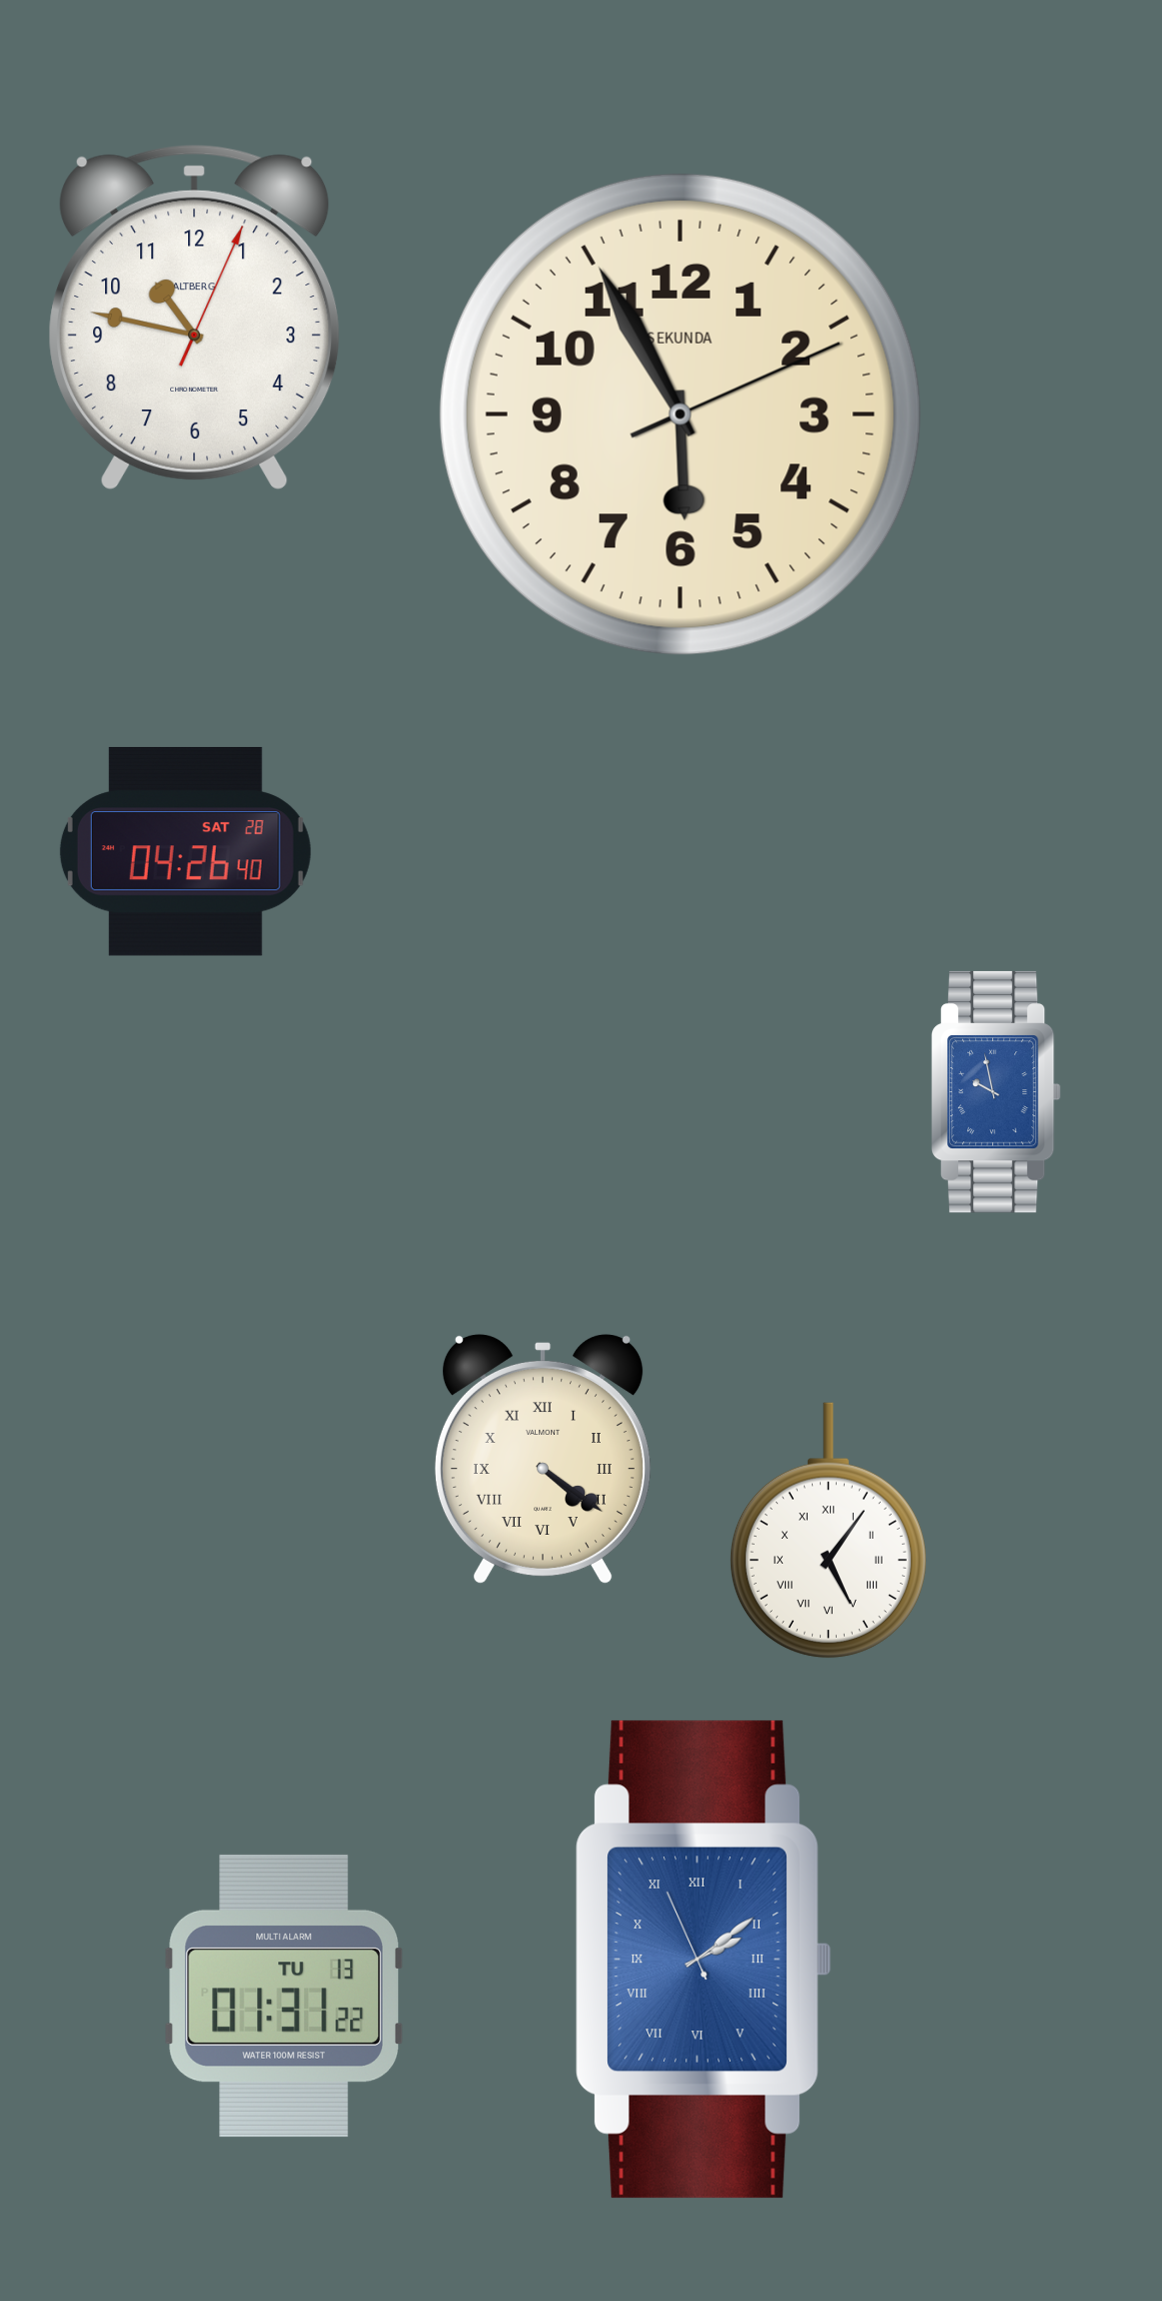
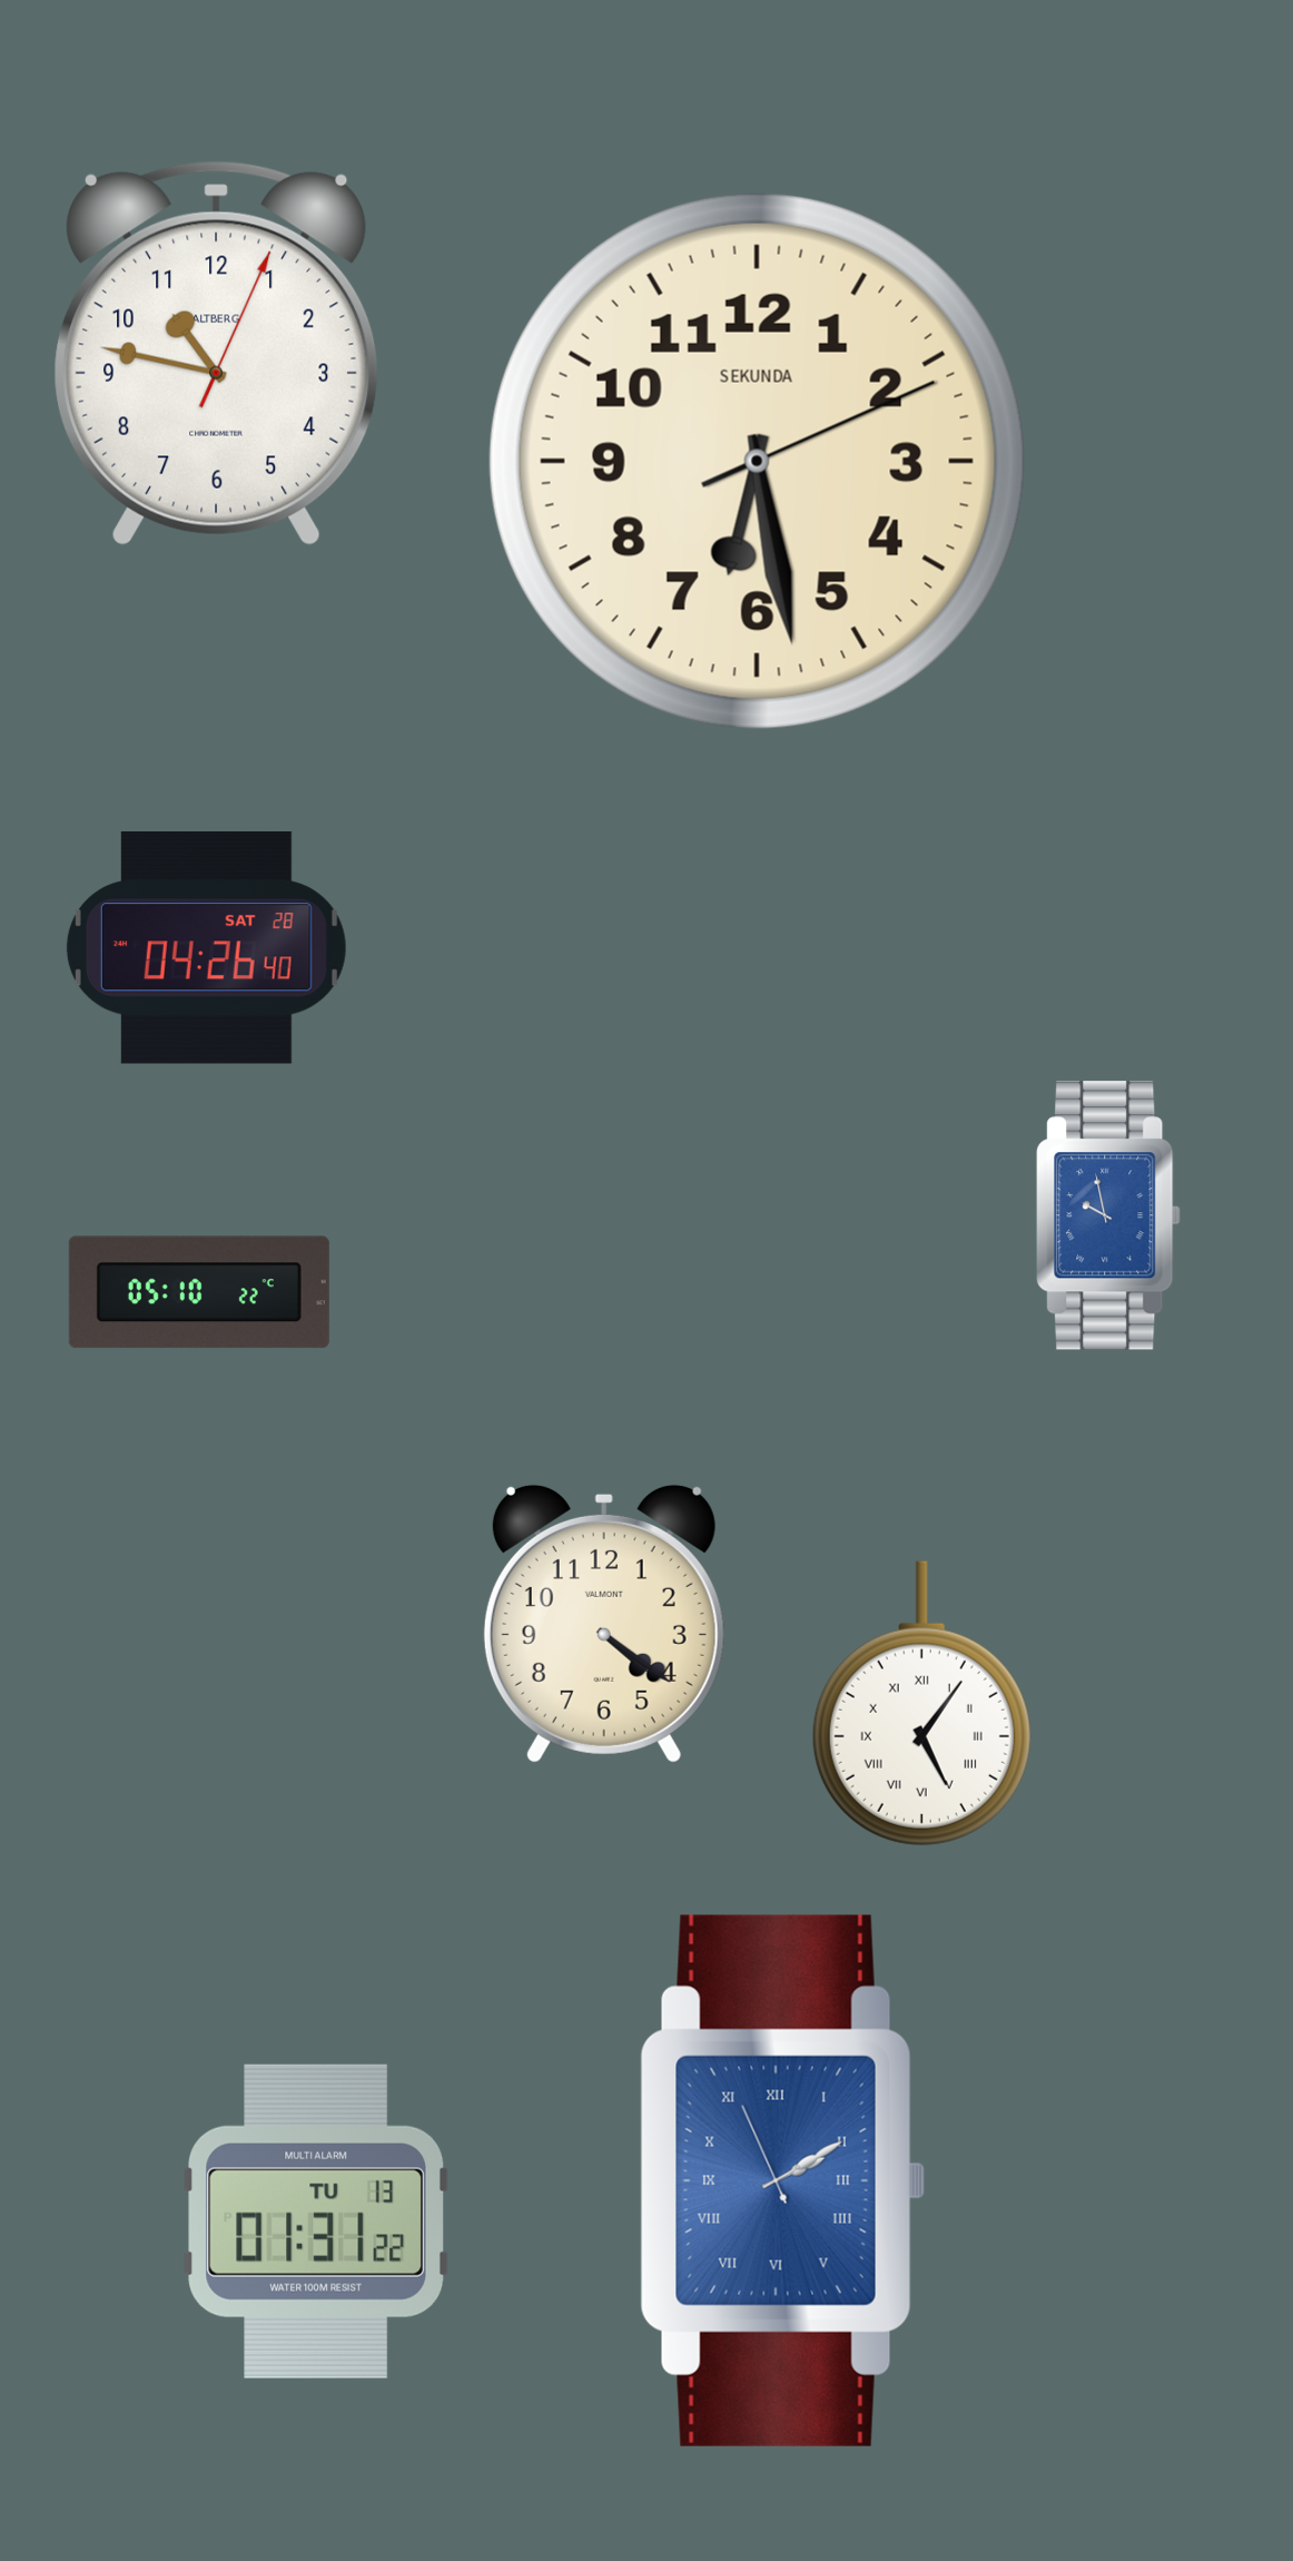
clock at (680, 414): 5:55 -> 6:28
clock at (199, 1292): none -> 05:10
clock at (543, 1459) numerals: Roman -> Arabic
clock at (703, 1959): 2:08 -> 2:09
